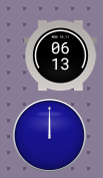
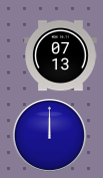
clock at (61, 56): 06:13 -> 07:13
